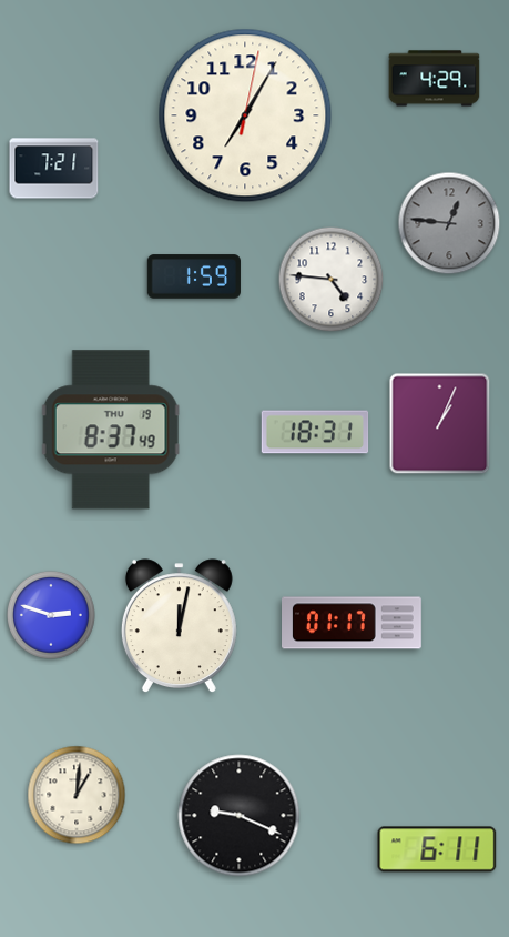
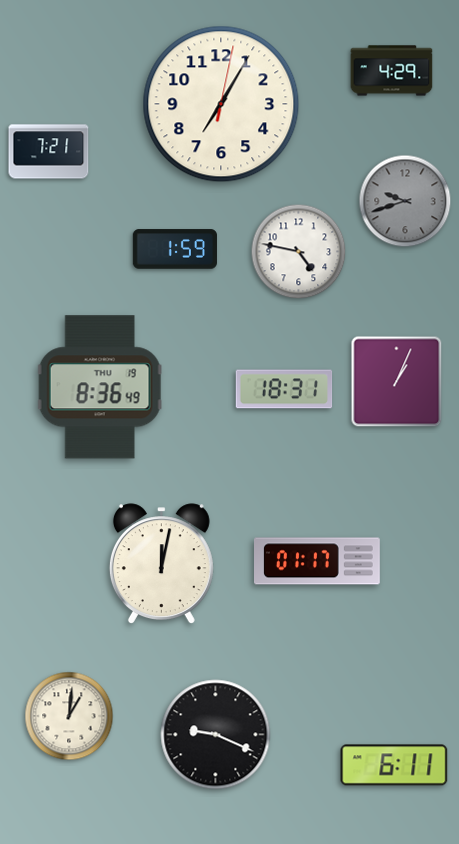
clock at (449, 223): 12:46 -> 9:42
clock at (332, 280): 4:46 -> 4:47
clock at (111, 430): 8:37 -> 8:36
clock at (51, 615): 2:48 -> none
